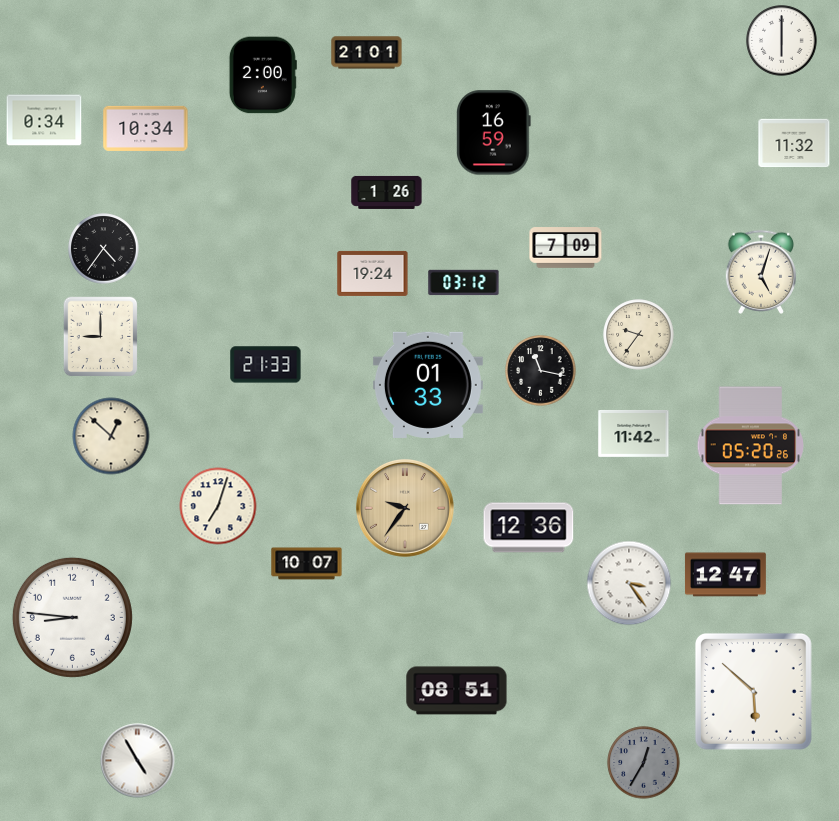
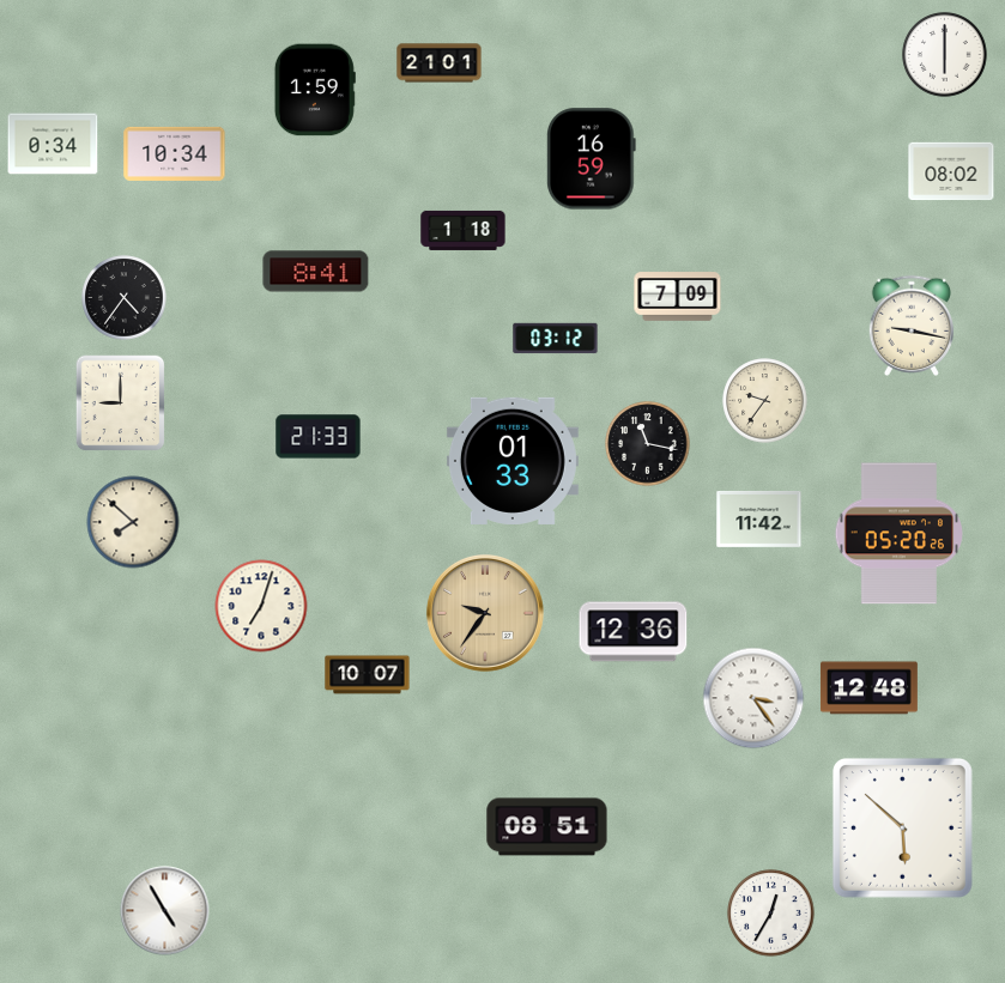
clock at (782, 41) position: (782, 41) -> (945, 55)
clock at (263, 75): 2:00 -> 1:59
clock at (794, 143): 11:32 -> 08:02
clock at (387, 192): 1:26 -> 1:18
clock at (316, 272): none -> 8:41
clock at (761, 272): 5:03 -> 9:17
clock at (373, 273): 19:24 -> none
clock at (111, 436): 12:52 -> 7:52
clock at (405, 508) position: (405, 508) -> (485, 613)
clock at (725, 575): 12:47 -> 12:48
clock at (72, 617): 8:46 -> none
clock at (644, 763) dial: grey -> white
